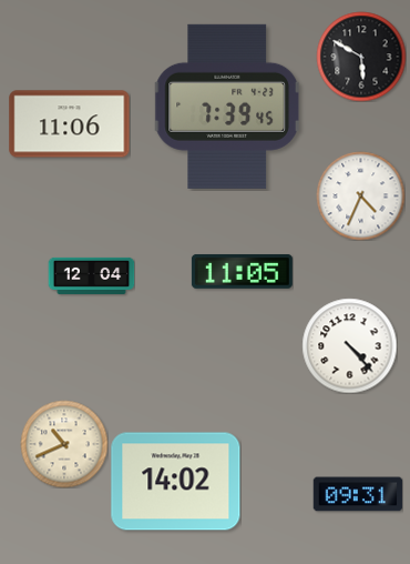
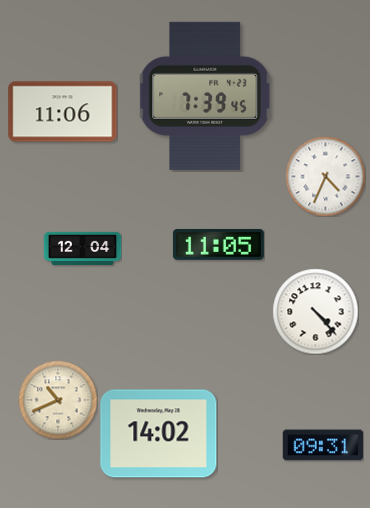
clock at (361, 57): 5:50 -> none
